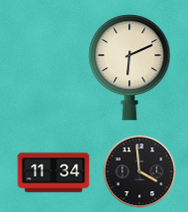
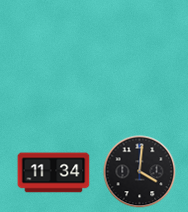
clock at (130, 68): 6:11 -> none
clock at (140, 172): 3:59 -> 4:01
